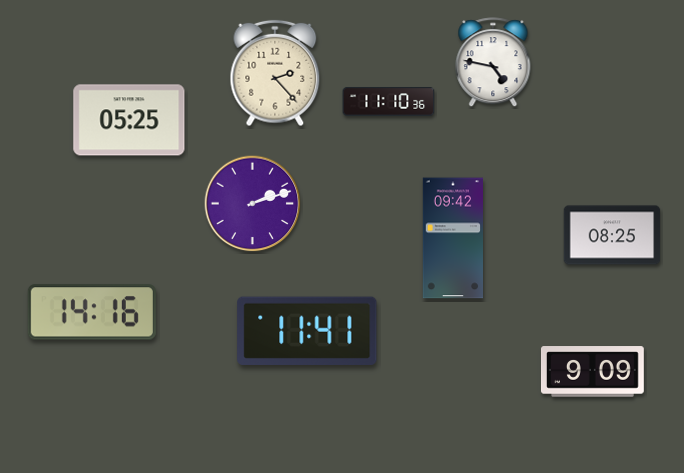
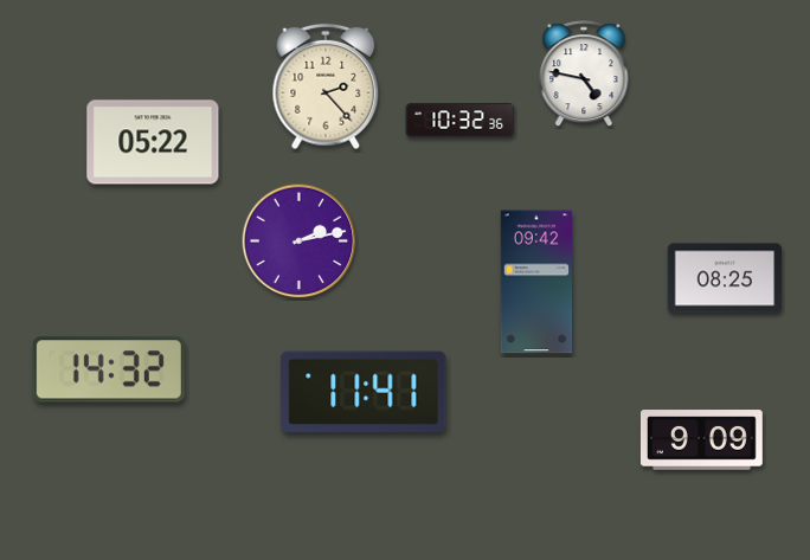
clock at (389, 102): 11:10 -> 10:32
clock at (129, 120): 05:25 -> 05:22
clock at (253, 204): 2:12 -> 2:13
clock at (92, 312): 14:16 -> 14:32
